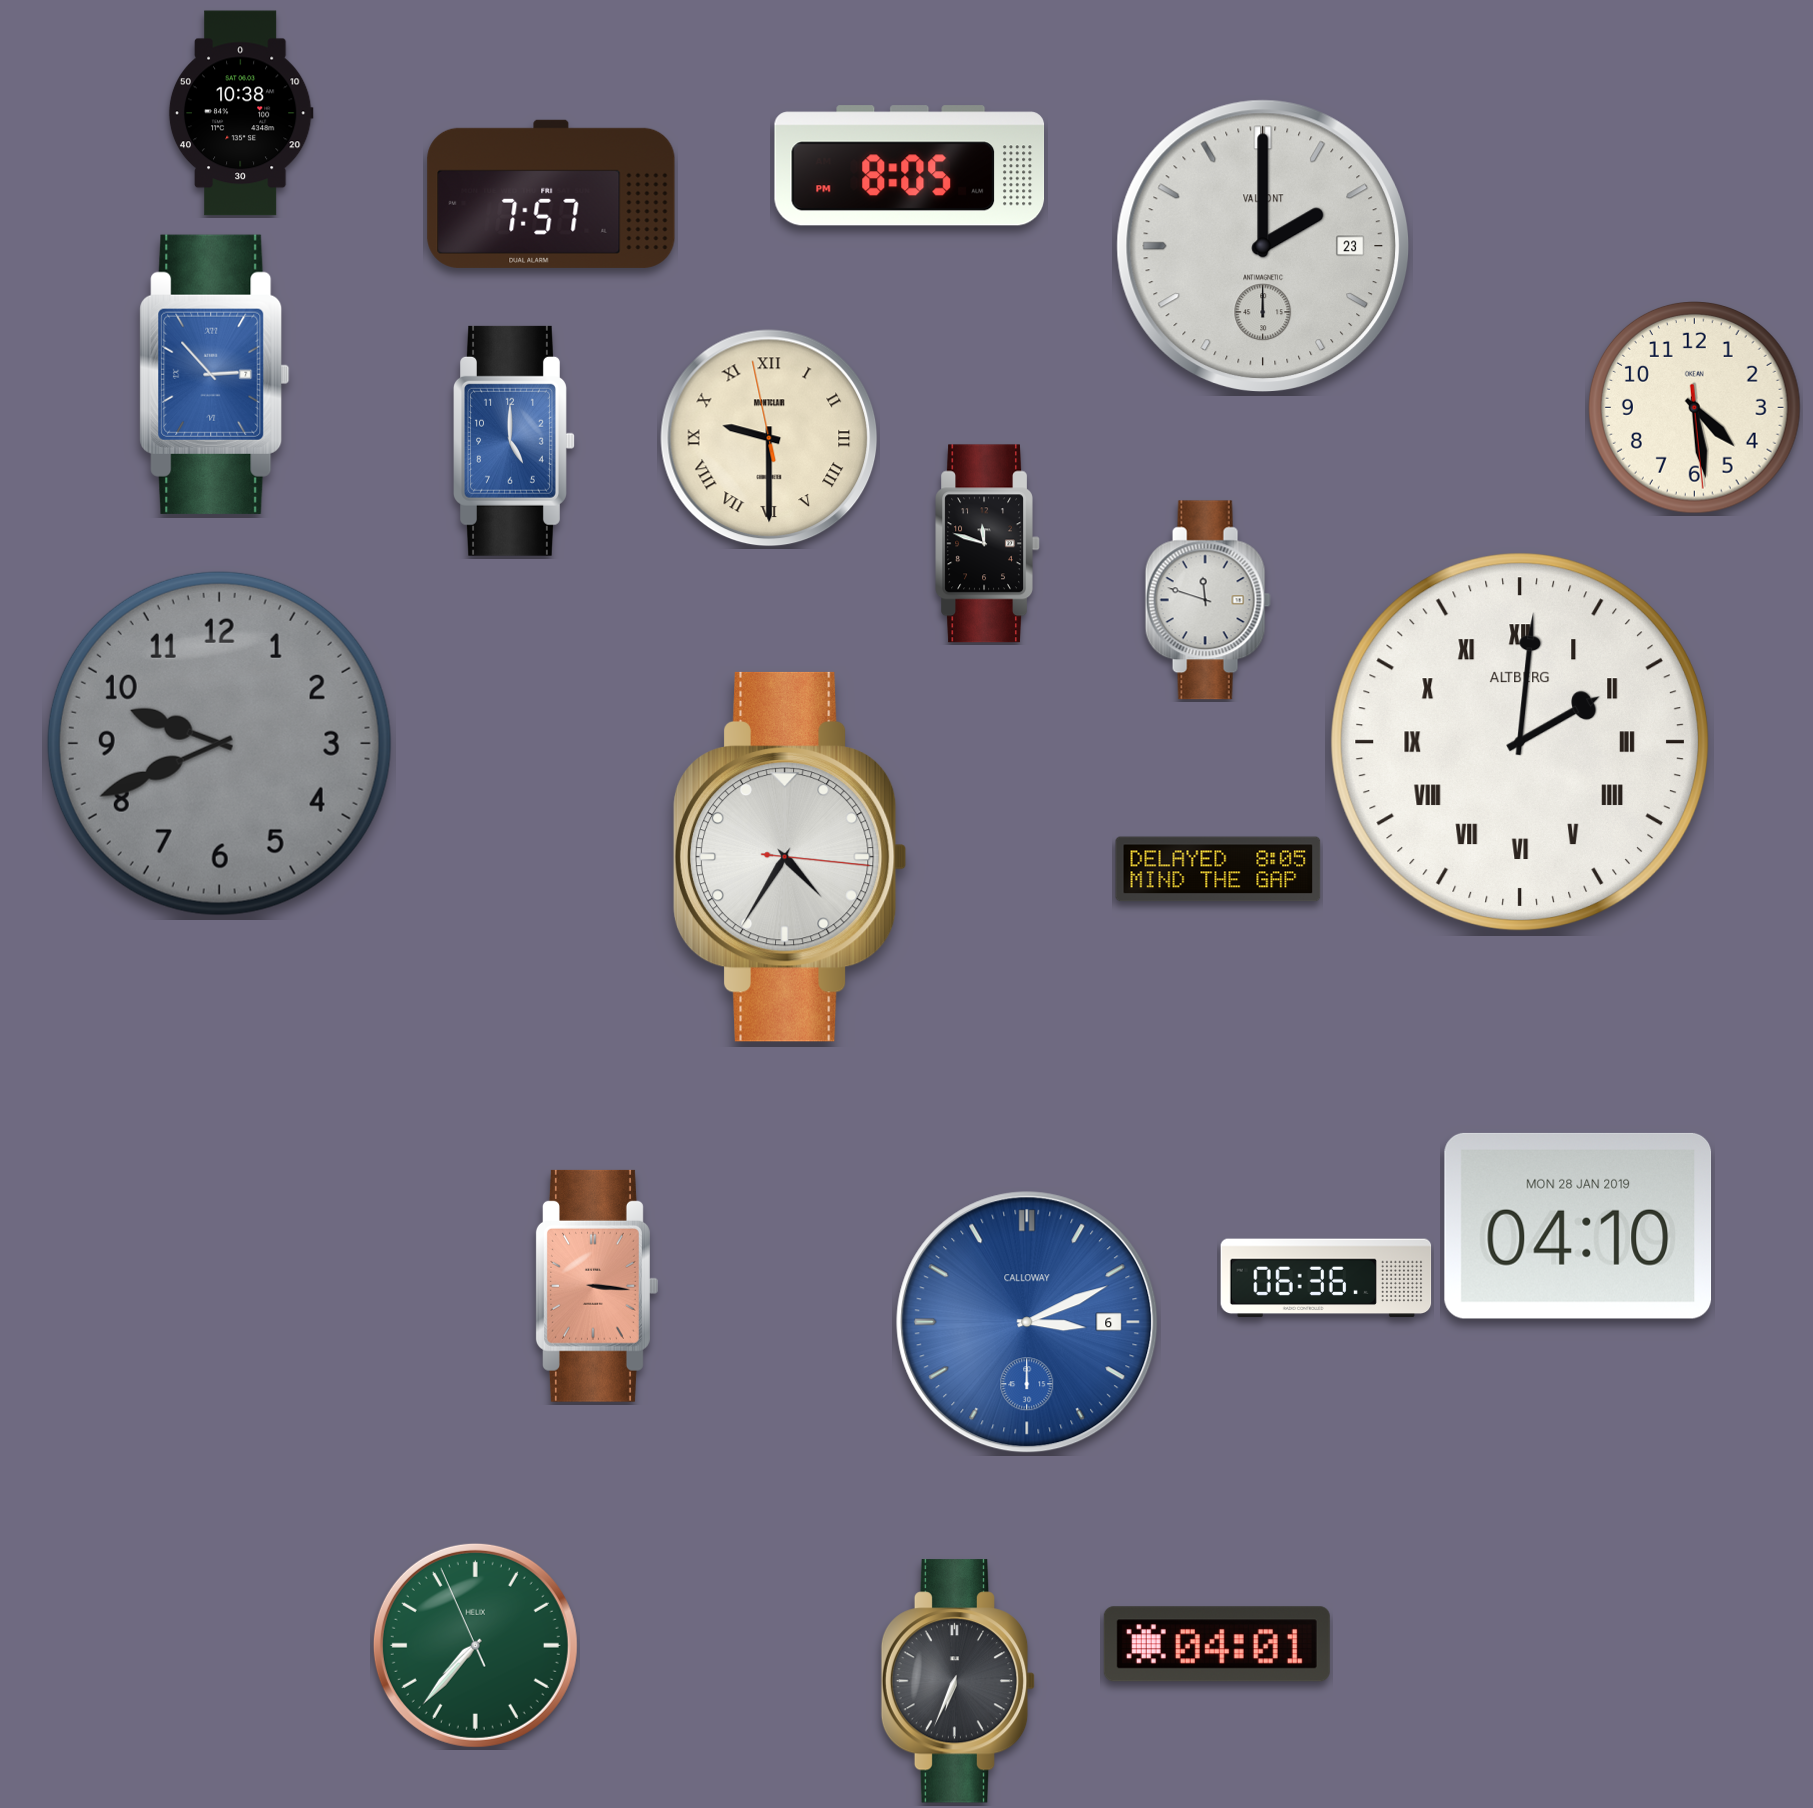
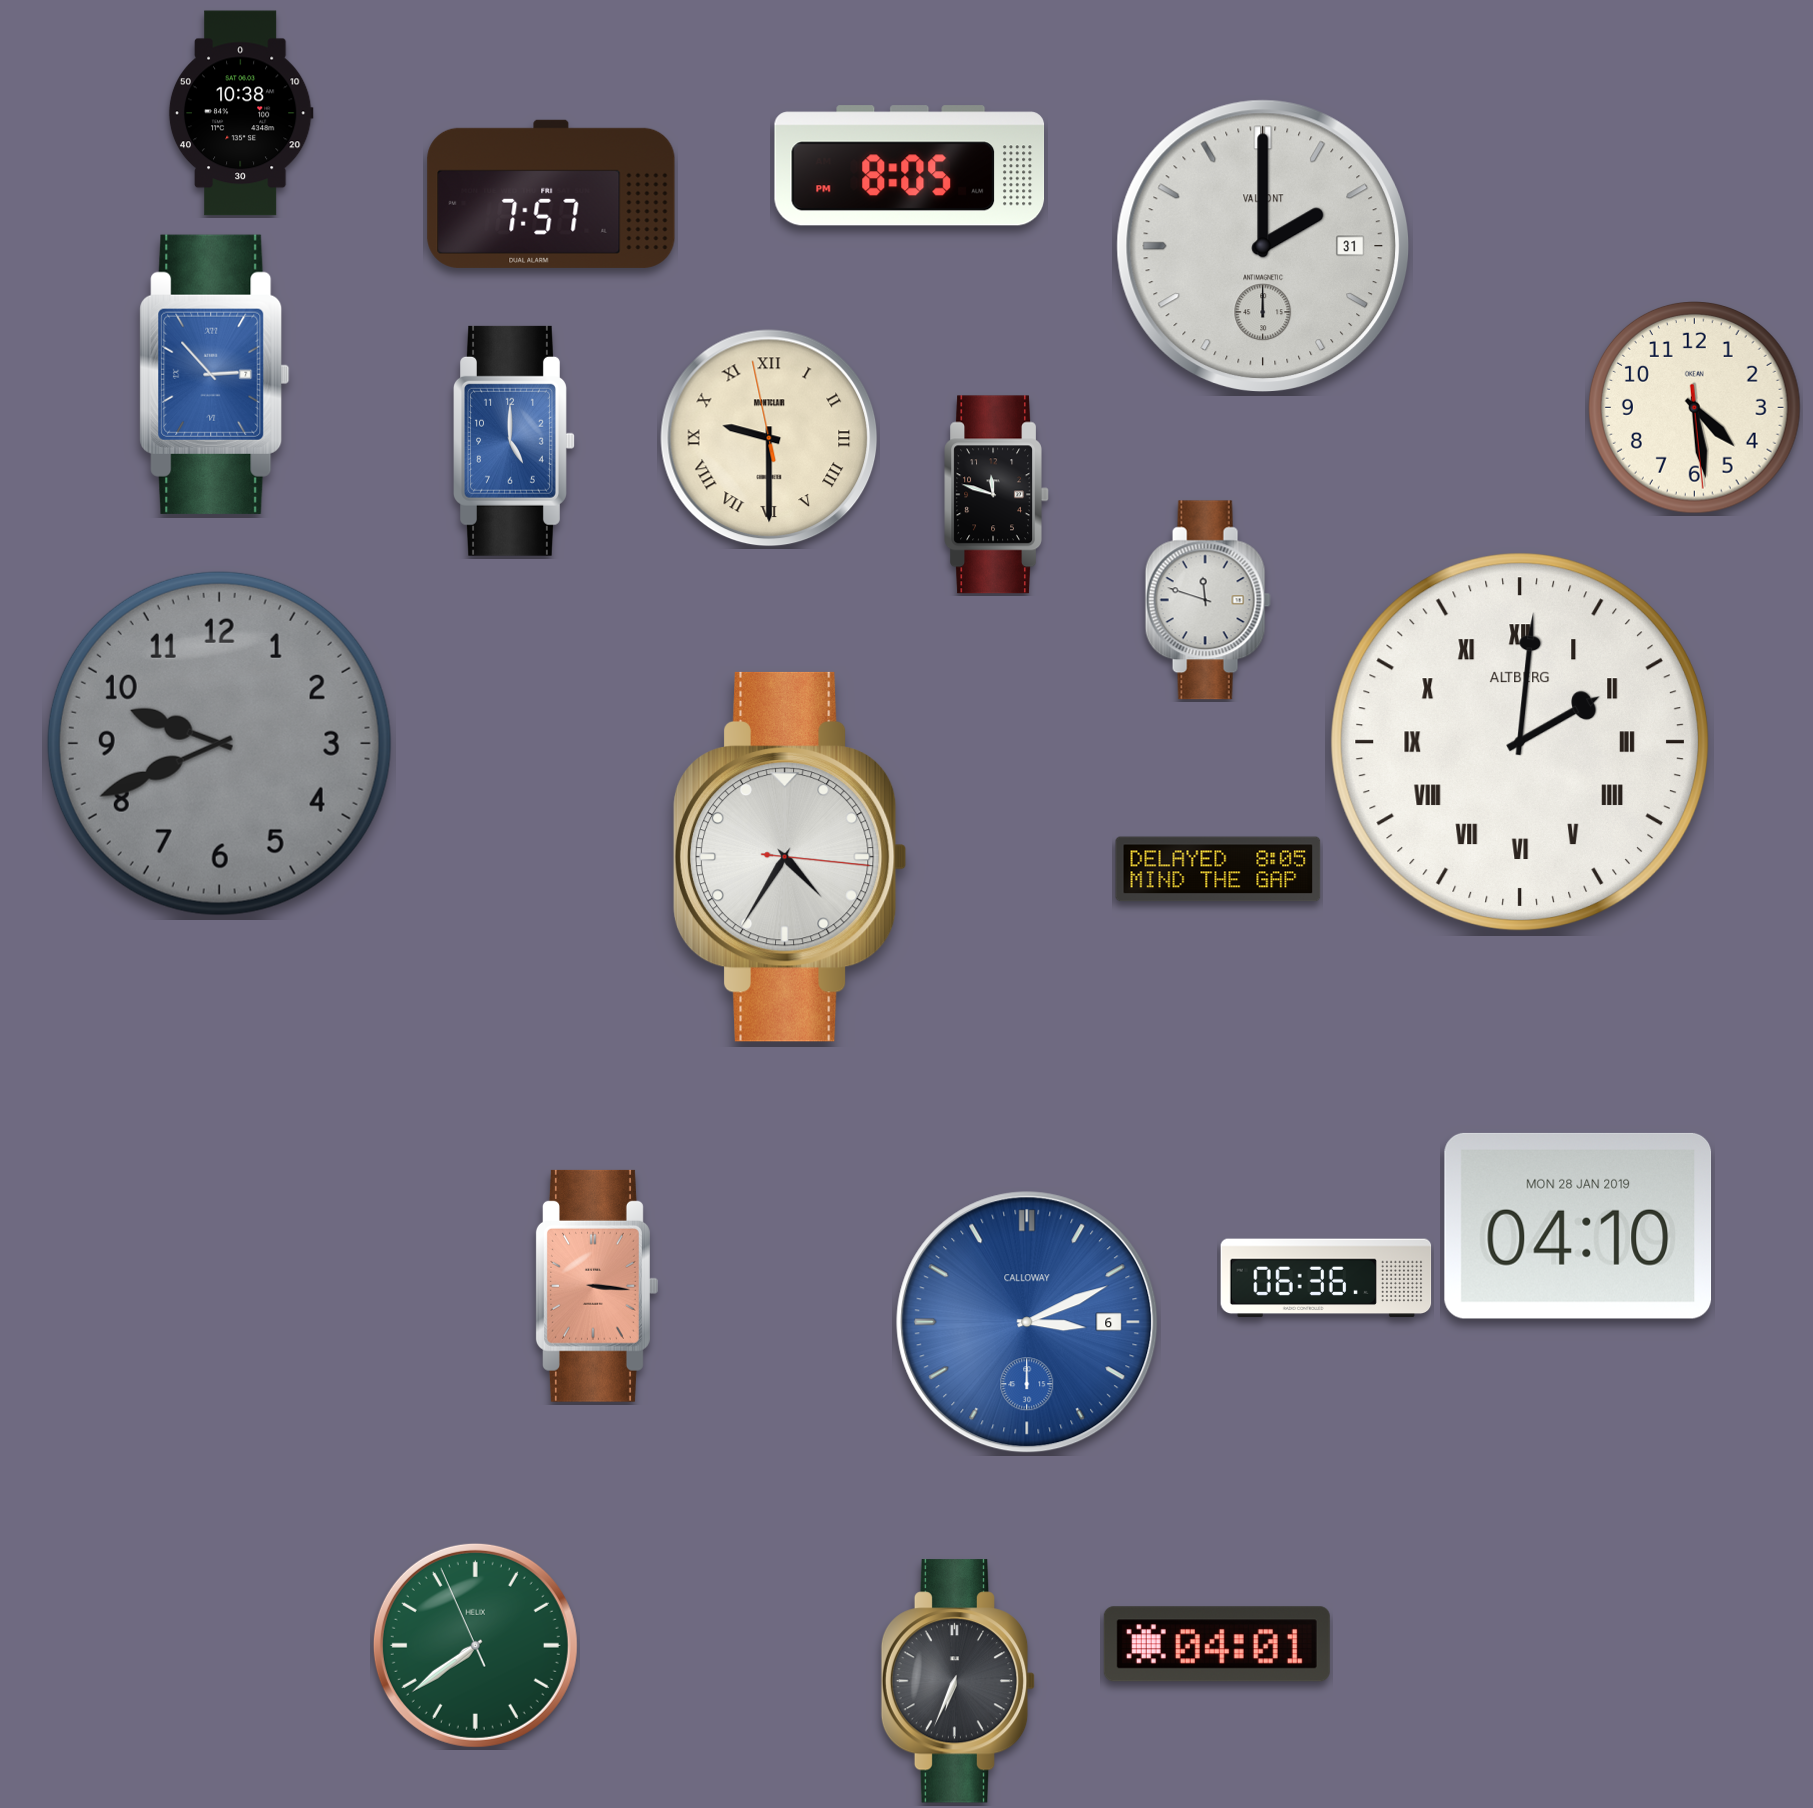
clock at (1263, 246) date: 23 -> 31
clock at (988, 544) position: (988, 544) -> (997, 495)
clock at (475, 1645): 7:36 -> 7:38
